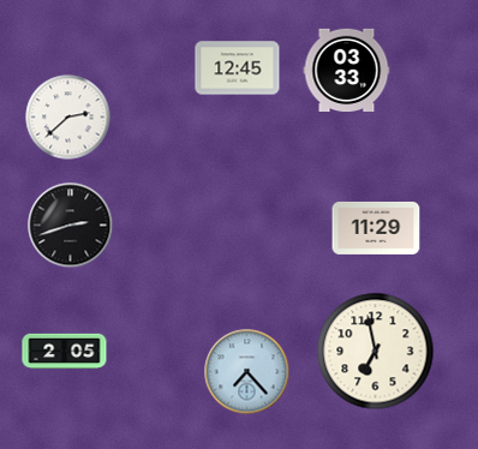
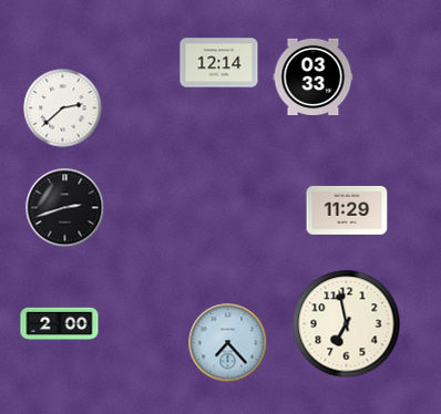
clock at (238, 68): 12:45 -> 12:14
clock at (347, 70) position: (347, 70) -> (314, 76)
clock at (65, 352): 2:05 -> 2:00
